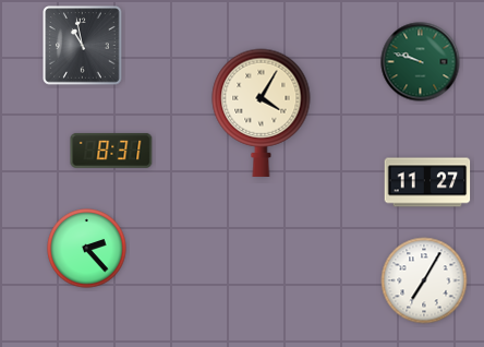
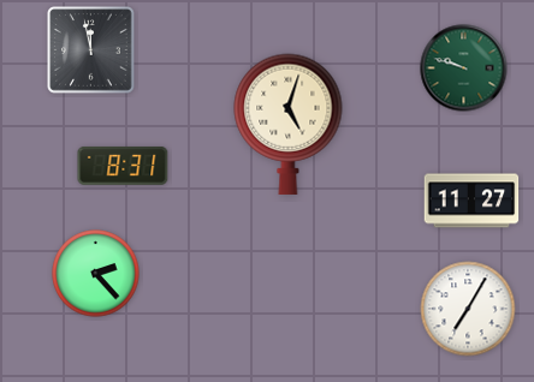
clock at (83, 46): 10:58 -> 11:58
clock at (262, 112): 4:05 -> 5:03
